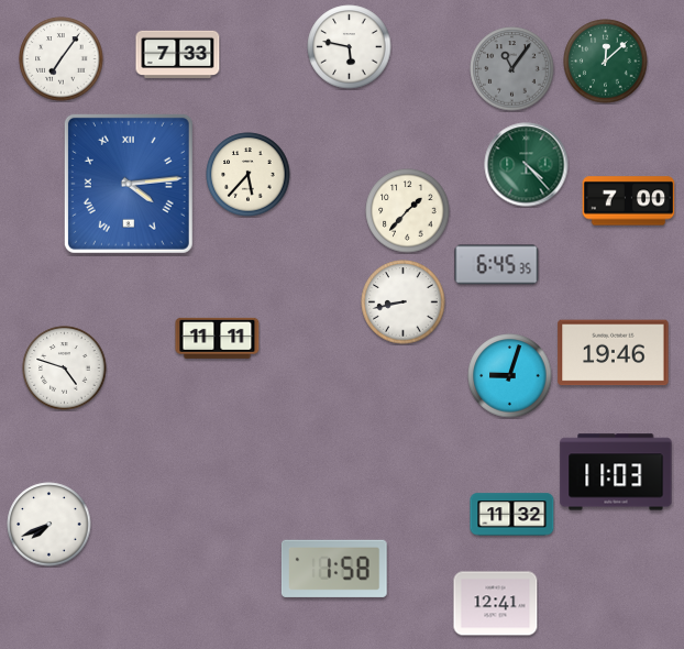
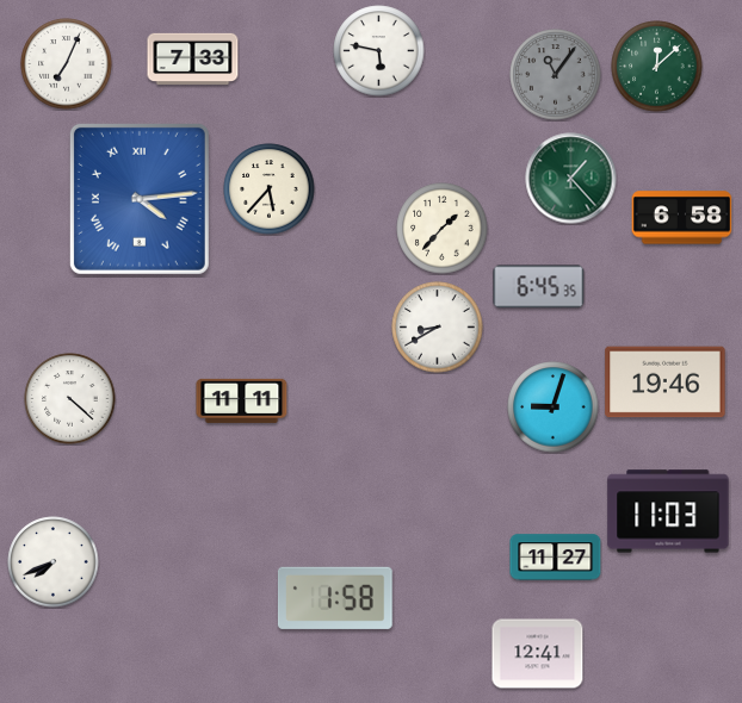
clock at (62, 59): 7:06 -> 7:04
clock at (527, 165): 4:23 -> 1:23
clock at (629, 201): 7:00 -> 6:58
clock at (404, 302): 8:43 -> 8:40
clock at (218, 338) position: (218, 338) -> (242, 400)
clock at (65, 369): 4:48 -> 4:22
clock at (512, 515): 11:32 -> 11:27
clock at (49, 525) position: (49, 525) -> (54, 562)
clock at (334, 569) position: (334, 569) -> (335, 598)
